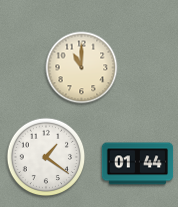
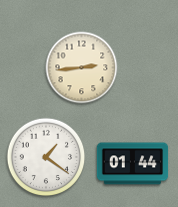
clock at (82, 68): 11:00 -> 2:44
clock at (138, 164) position: (138, 164) -> (133, 164)
